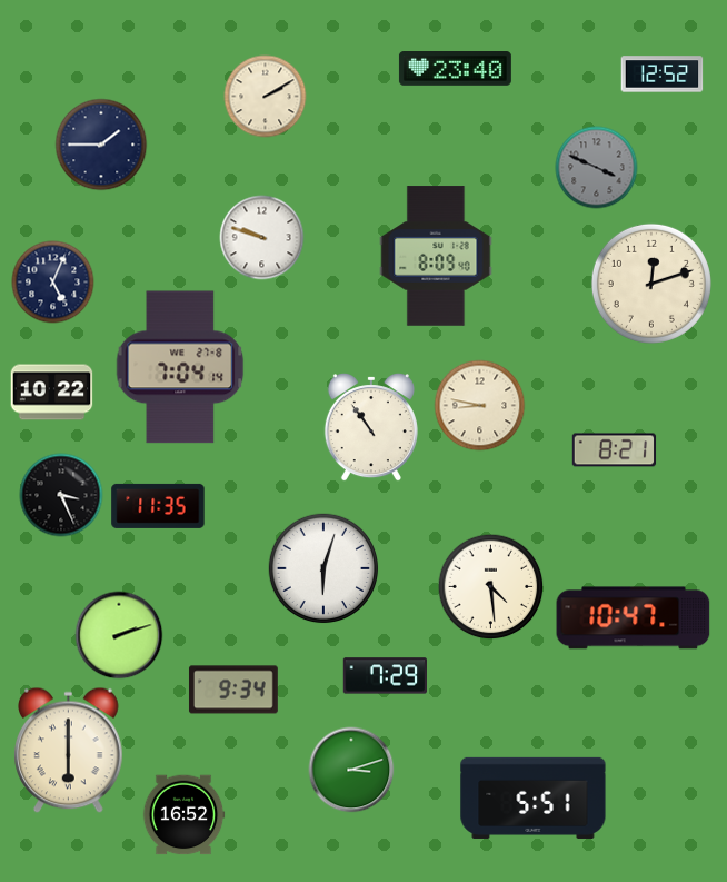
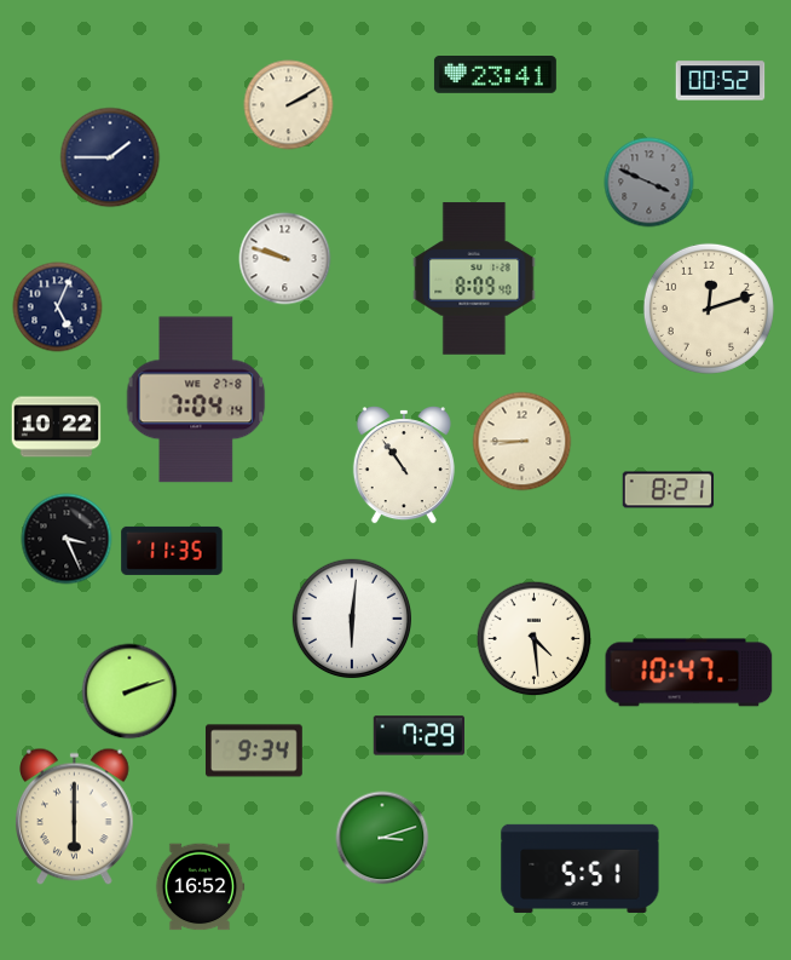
clock at (455, 69): 23:40 -> 23:41
clock at (663, 75): 12:52 -> 00:52
clock at (480, 406): 8:47 -> 8:45
clock at (323, 568): 6:03 -> 6:01
